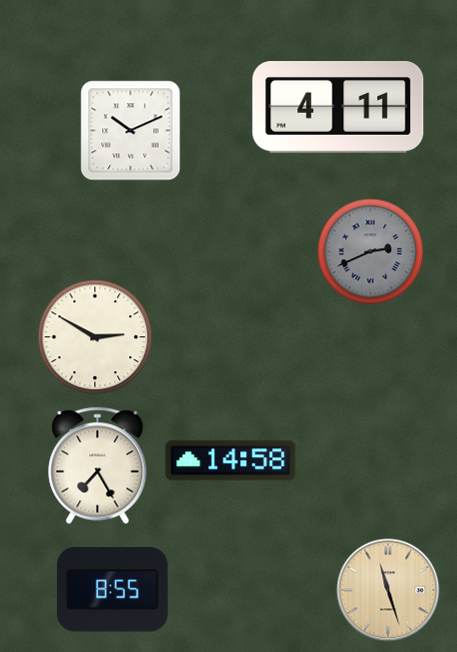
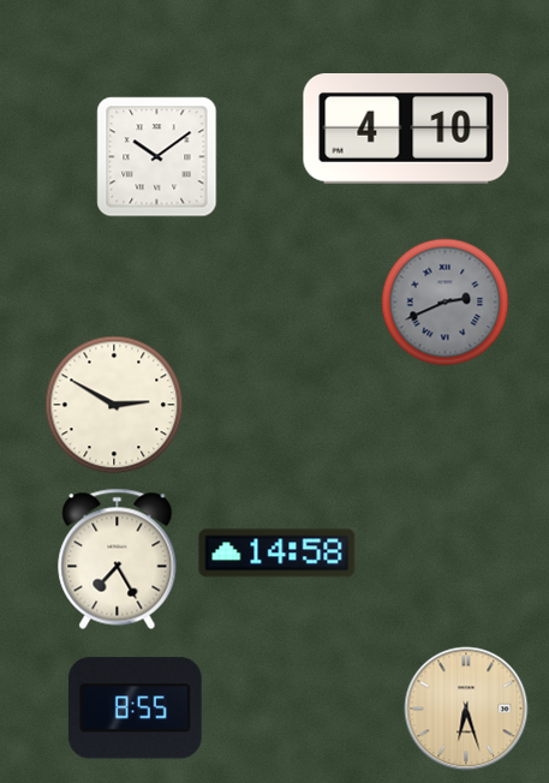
clock at (338, 108): 4:11 -> 4:10
clock at (131, 131): 10:11 -> 10:09
clock at (388, 590): 11:27 -> 6:27
